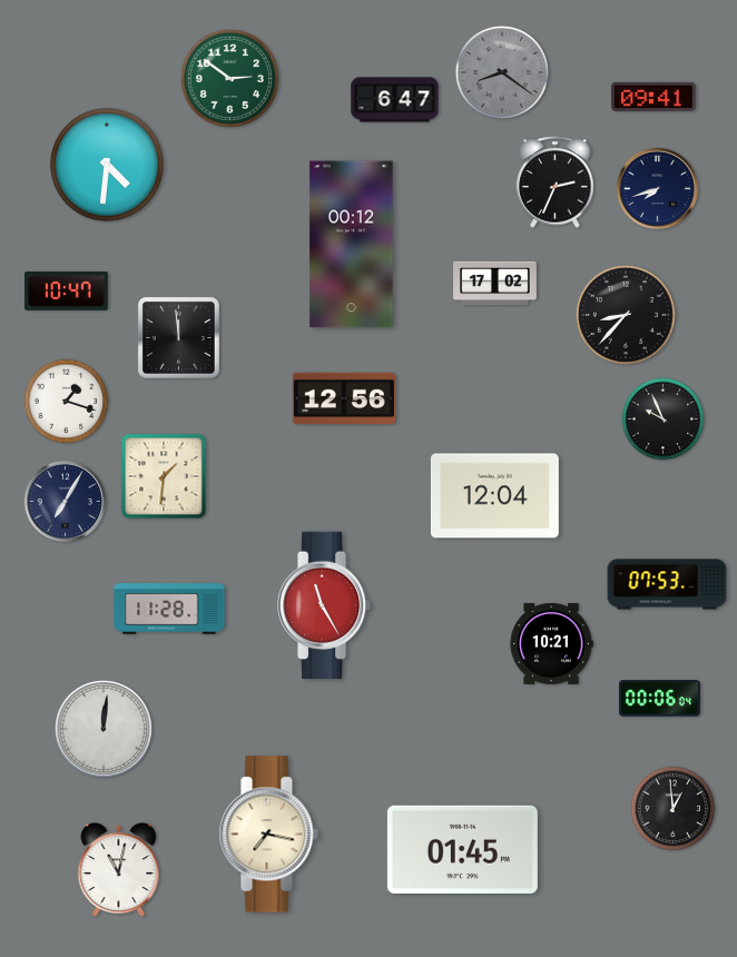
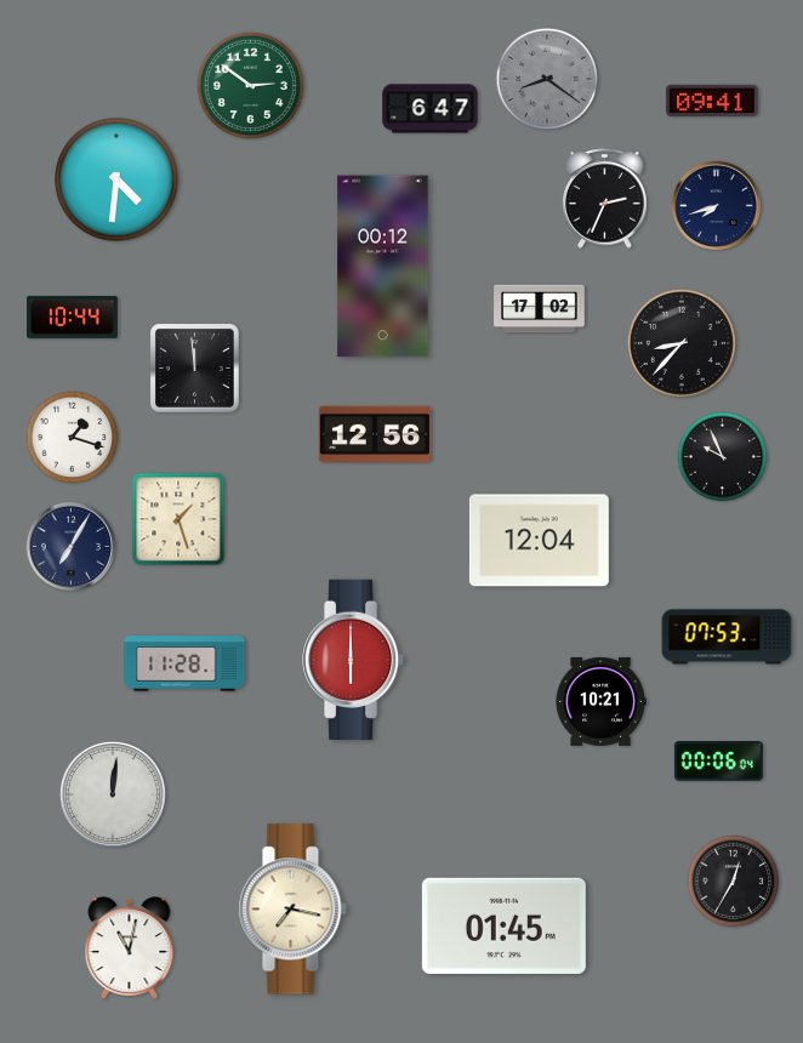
clock at (654, 97) position: (654, 97) -> (712, 101)
clock at (67, 290): 10:47 -> 10:44
clock at (164, 476): 1:31 -> 1:27
clock at (325, 605): 11:25 -> 6:00
clock at (674, 809): 12:59 -> 12:35
